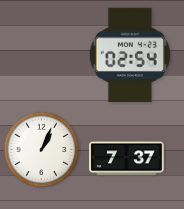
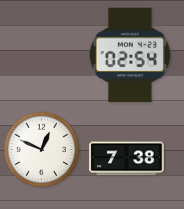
clock at (42, 150): 1:04 -> 12:49
clock at (127, 159): 7:37 -> 7:38
